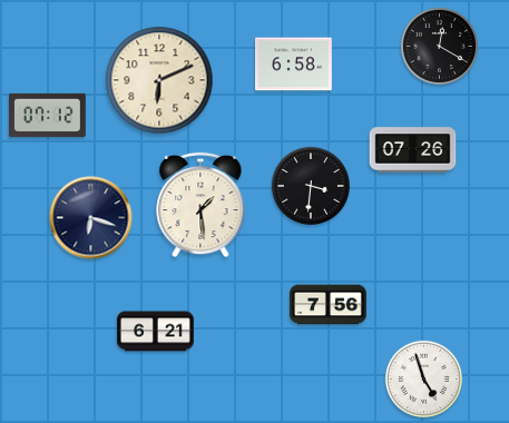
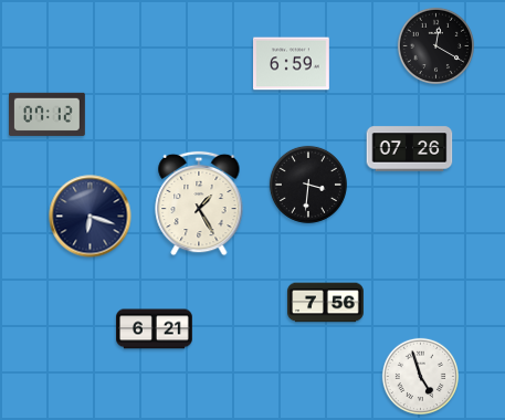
clock at (294, 65): 6:58 -> 6:59
clock at (159, 80): 6:11 -> none
clock at (200, 205): 1:29 -> 1:25
